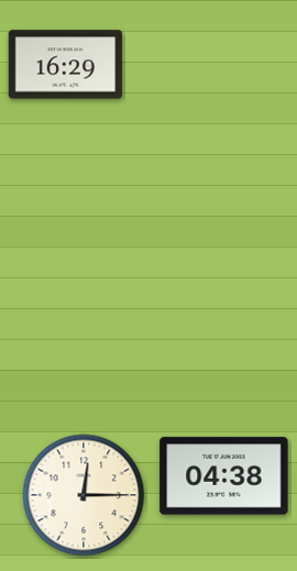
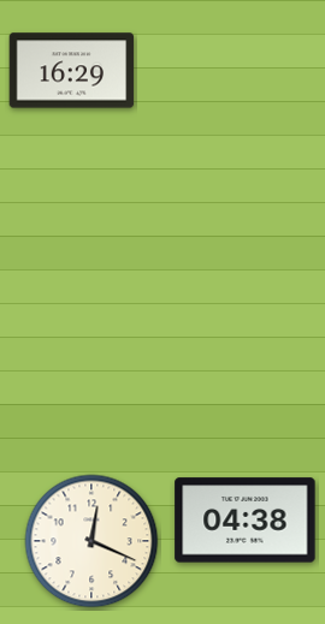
clock at (84, 495): 12:15 -> 12:19
